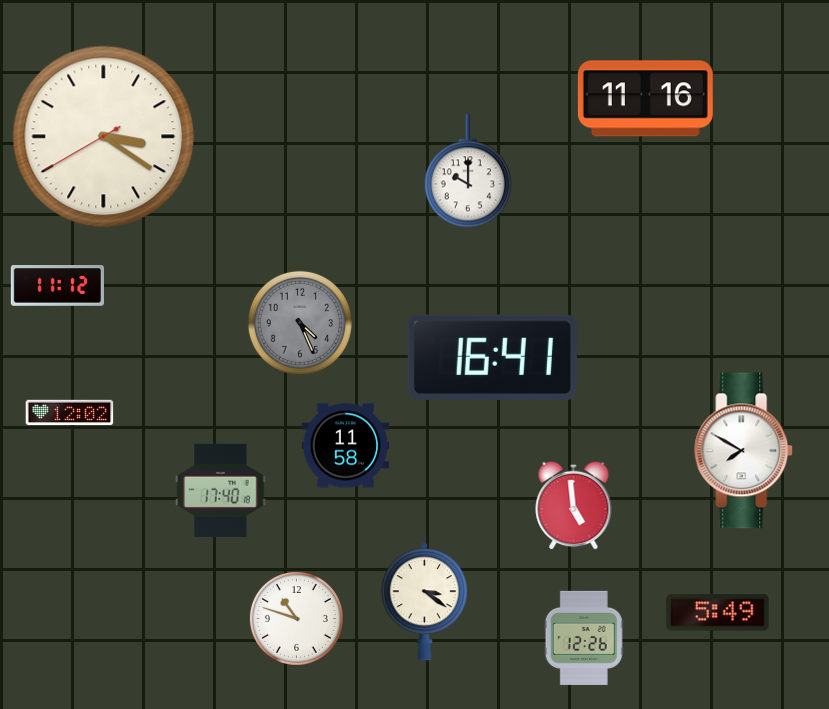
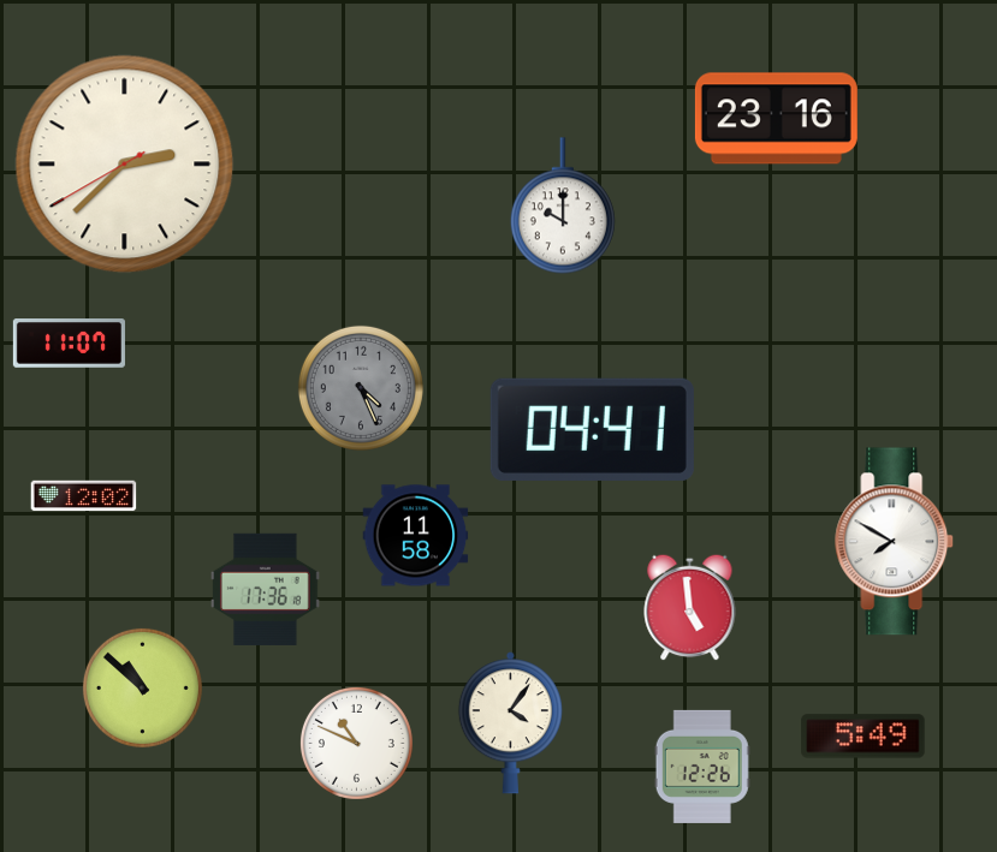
clock at (645, 99): 11:16 -> 23:16
clock at (104, 137): 3:20 -> 2:37
clock at (57, 286): 11:12 -> 11:07
clock at (492, 357): 16:41 -> 04:41
clock at (221, 490): 17:40 -> 17:36
clock at (142, 687): none -> 10:52
clock at (424, 602): 3:21 -> 4:06
clock at (296, 618): 10:48 -> 10:49
